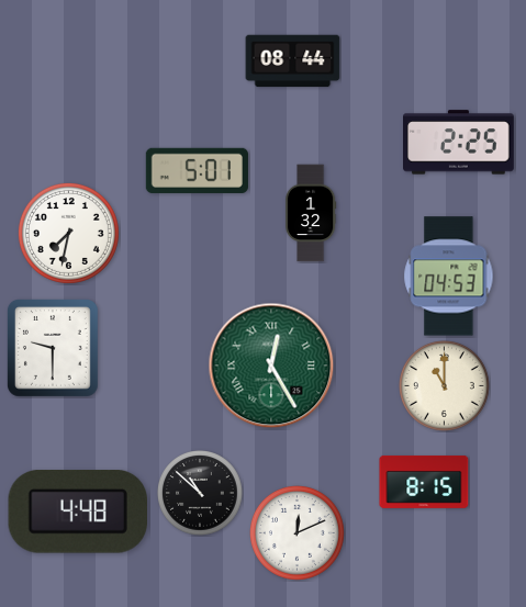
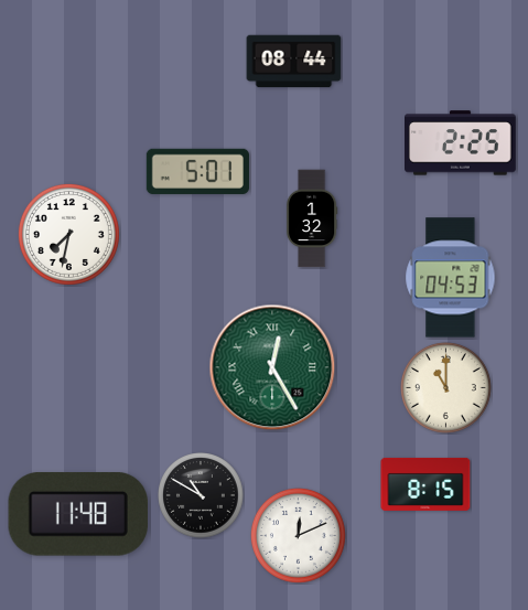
clock at (311, 213) position: (311, 213) -> (312, 218)
clock at (53, 349): 9:30 -> none
clock at (200, 493): 10:52 -> 10:50
clock at (77, 513): 4:48 -> 11:48
